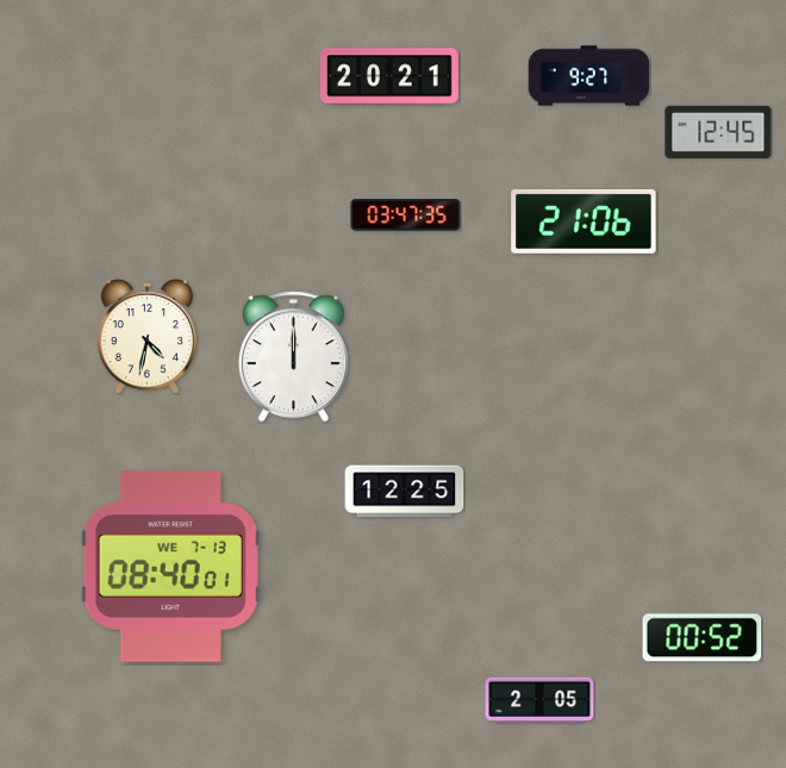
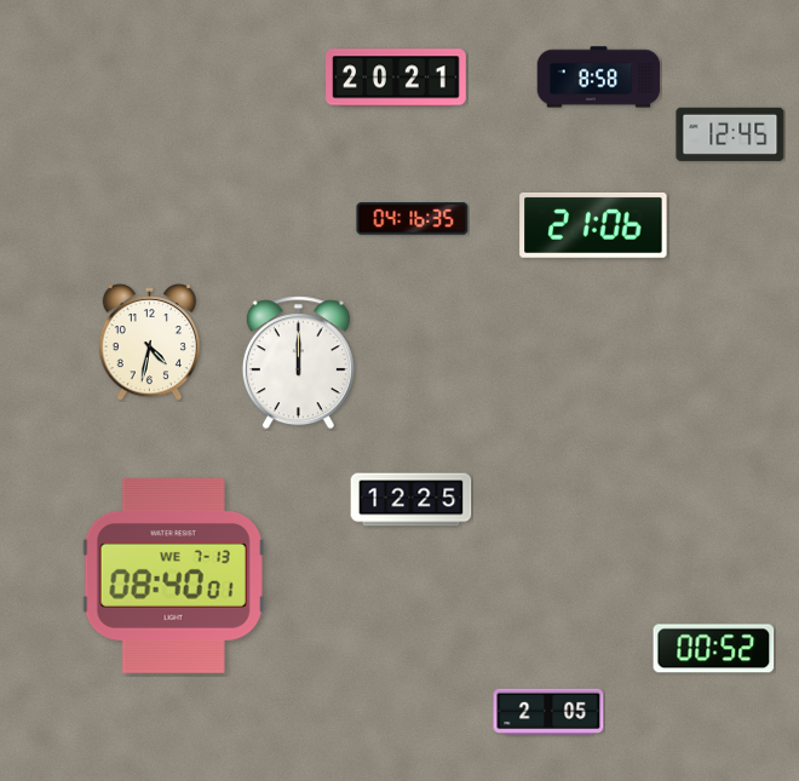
clock at (589, 76): 9:27 -> 8:58
clock at (406, 216): 03:47 -> 04:16
